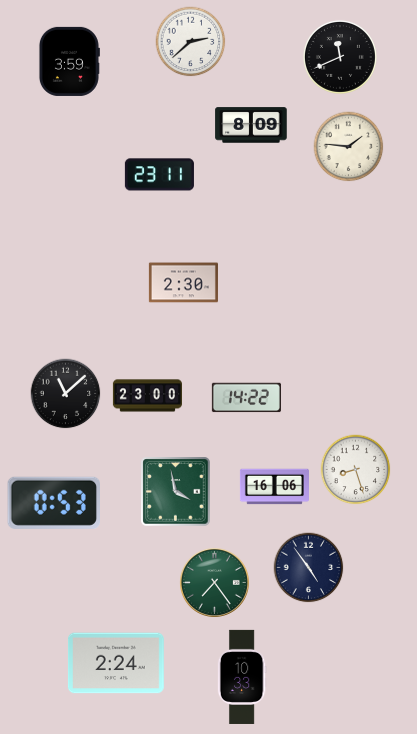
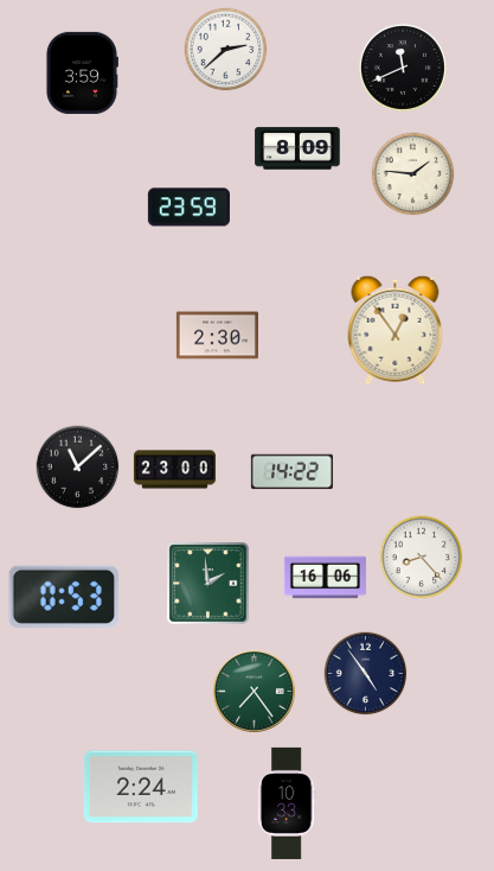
clock at (159, 175): 23:11 -> 23:59
clock at (396, 330): none -> 12:54
clock at (356, 470): 8:27 -> 8:23
clock at (176, 492): 3:58 -> 1:59
clock at (116, 663) position: (116, 663) -> (141, 787)
